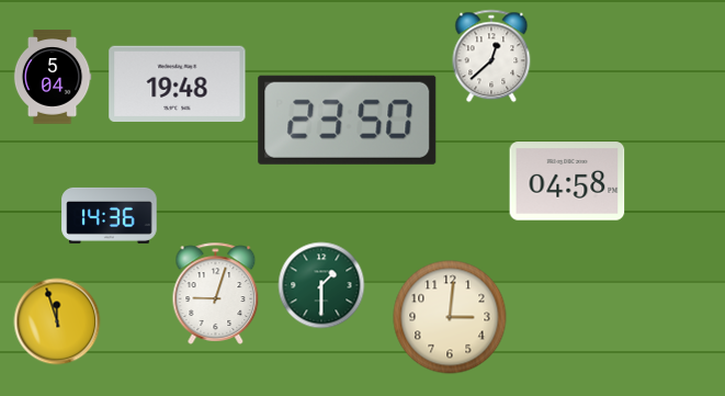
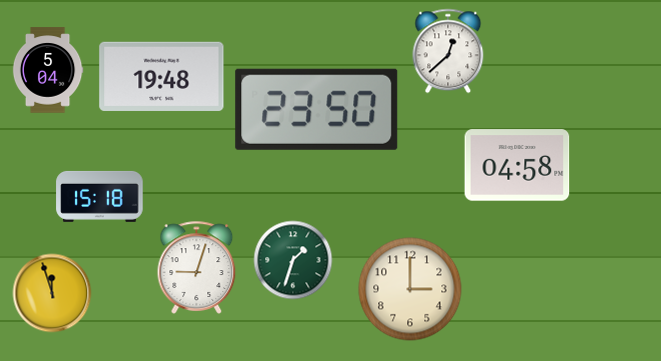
clock at (110, 215): 14:36 -> 15:18
clock at (321, 285): 1:30 -> 1:33
clock at (450, 317): 3:01 -> 3:00
